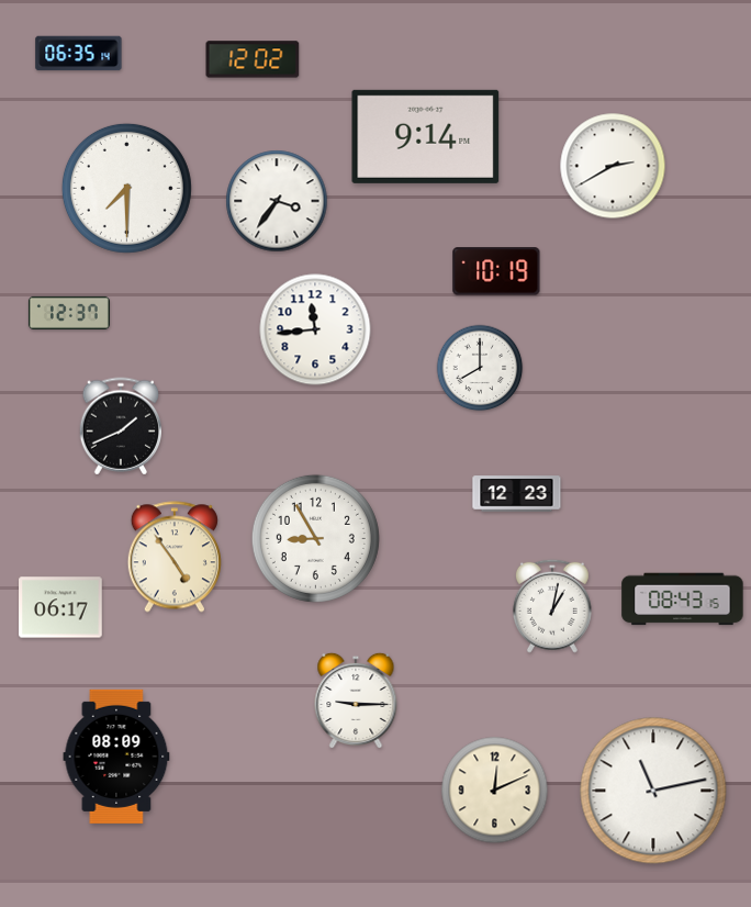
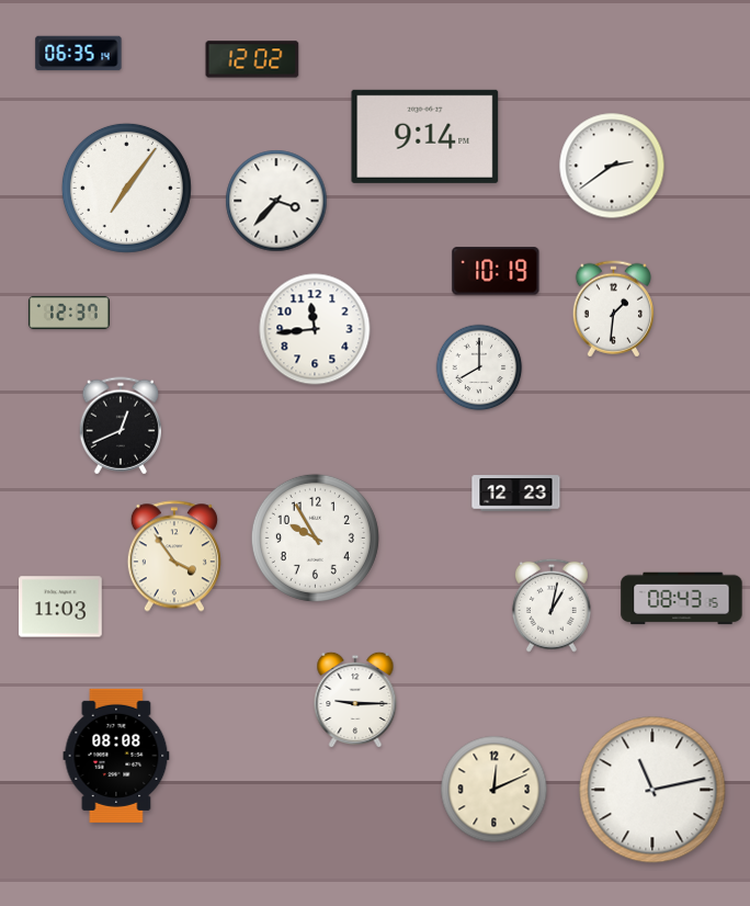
clock at (613, 166): 2:40 -> 2:39
clock at (126, 188): 7:30 -> 7:06
clock at (277, 201): 3:36 -> 3:37
clock at (613, 309): none -> 1:31
clock at (120, 426): 1:41 -> 12:41
clock at (315, 538): 8:55 -> 9:55
clock at (175, 557): 4:54 -> 3:54
clock at (60, 607): 06:17 -> 11:03
clock at (116, 757): 08:09 -> 08:08
